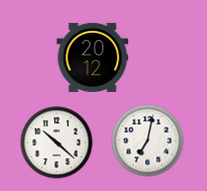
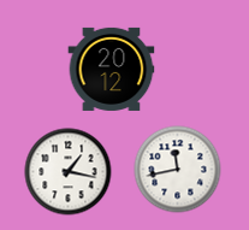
clock at (148, 141): 7:02 -> 11:43
clock at (57, 143): 10:22 -> 1:17
